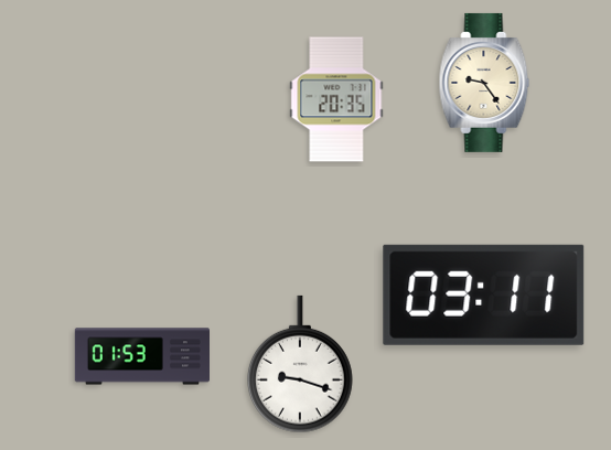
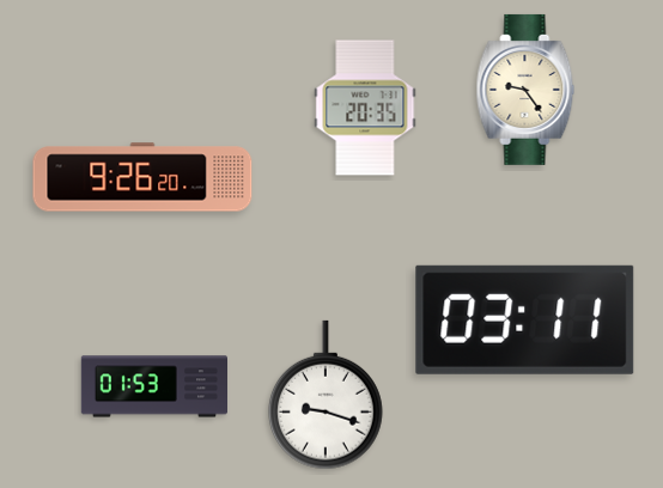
clock at (142, 177): none -> 9:26
